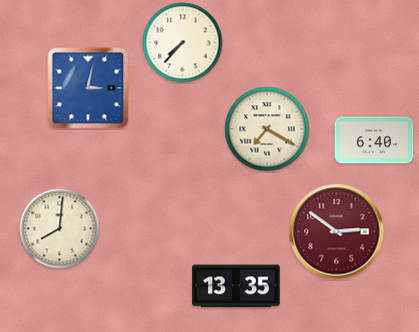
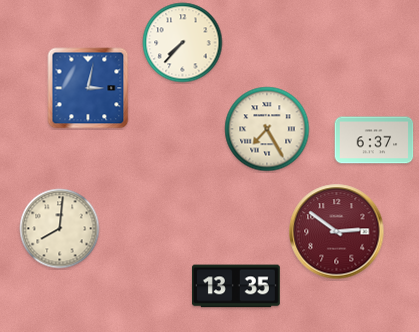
clock at (267, 129): 7:20 -> 7:25
clock at (374, 140): 6:40 -> 6:37
